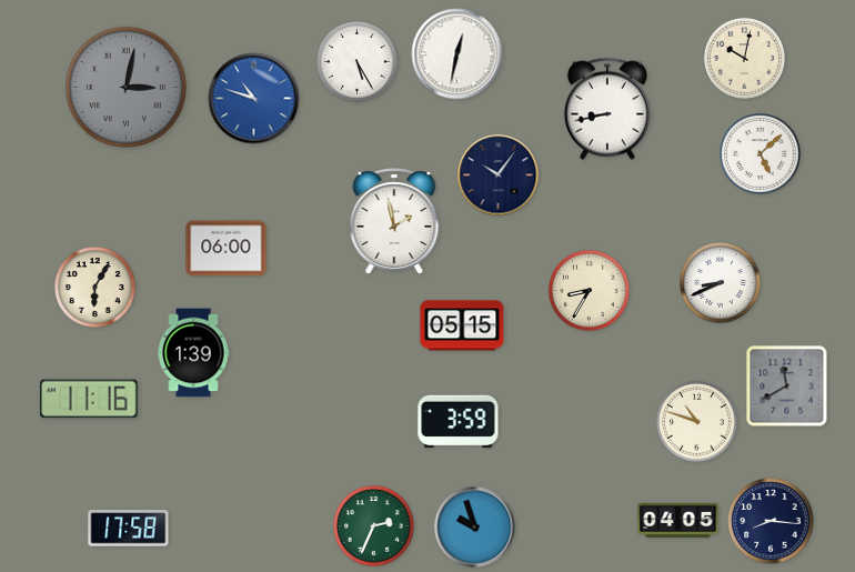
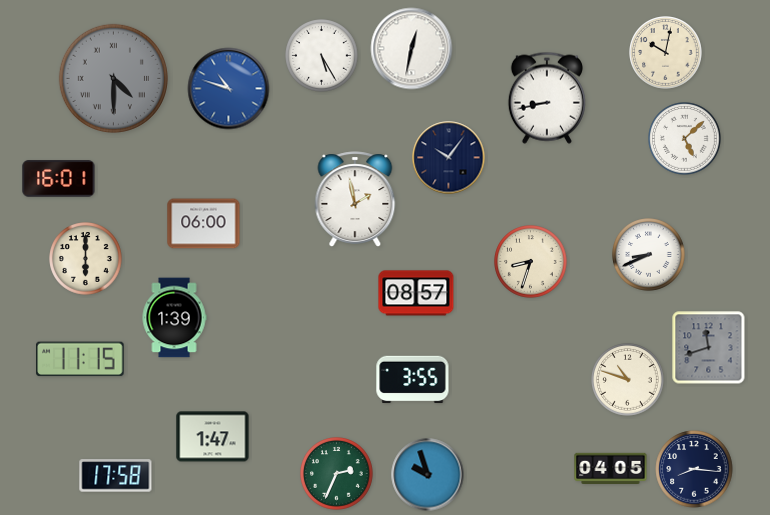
clock at (745, 59) position: (745, 59) -> (666, 53)
clock at (125, 87): 3:02 -> 4:30
clock at (59, 179): none -> 16:01
clock at (95, 288): 6:05 -> 6:00
clock at (590, 291): 8:35 -> 8:33
clock at (462, 325): 05:15 -> 08:57
clock at (787, 387): 11:40 -> 11:42
clock at (89, 399): 11:16 -> 11:15
clock at (459, 422): 3:59 -> 3:55
clock at (213, 437): none -> 1:47
